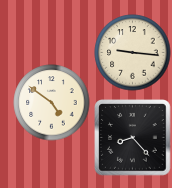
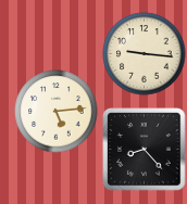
clock at (133, 53) position: (133, 53) -> (145, 54)
clock at (52, 103): 4:51 -> 5:14
